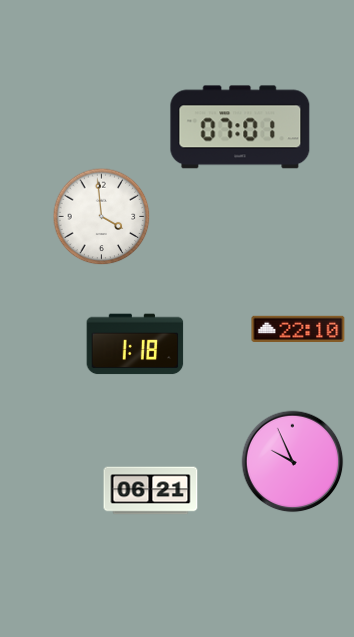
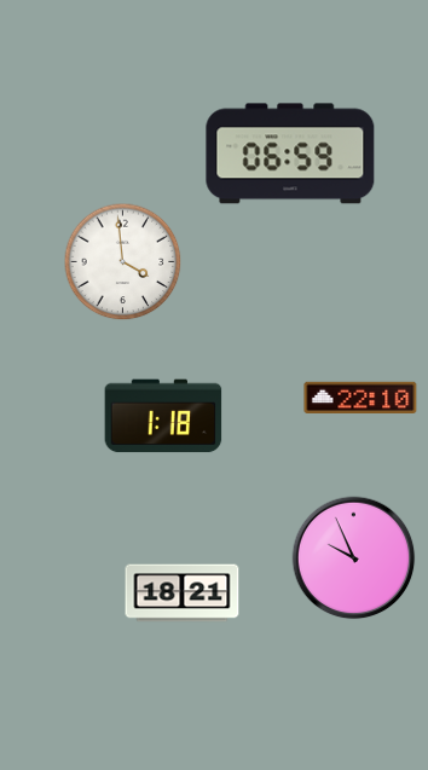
clock at (240, 127): 07:01 -> 06:59
clock at (151, 491): 06:21 -> 18:21
